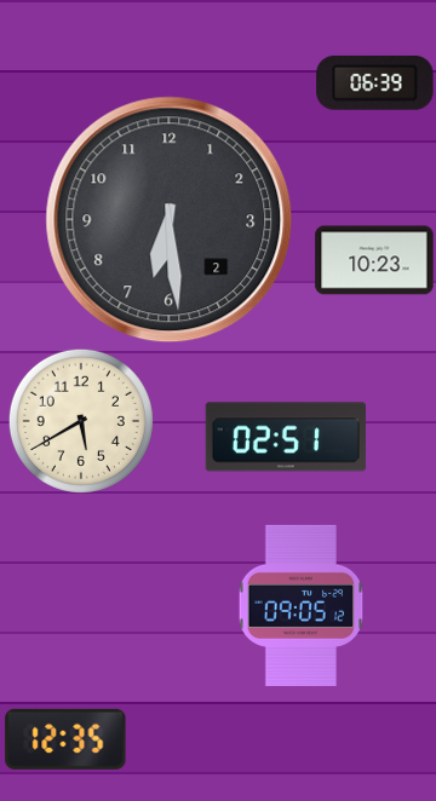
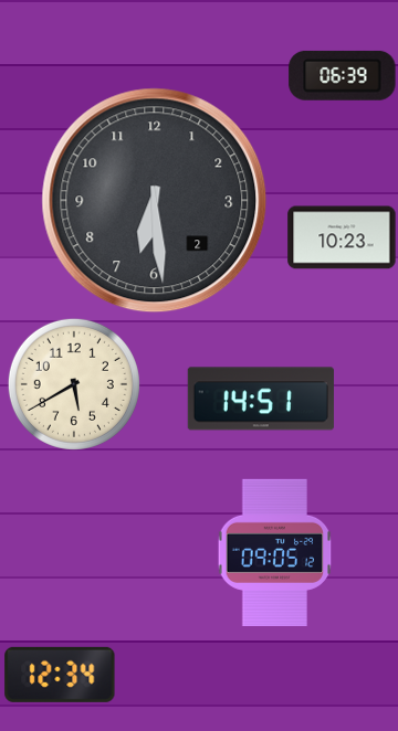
clock at (286, 437): 02:51 -> 14:51
clock at (65, 739): 12:35 -> 12:34
